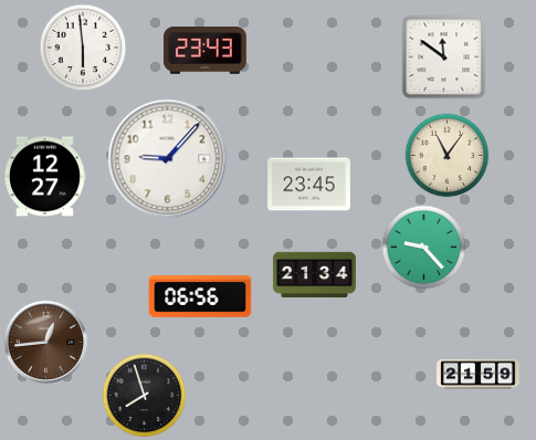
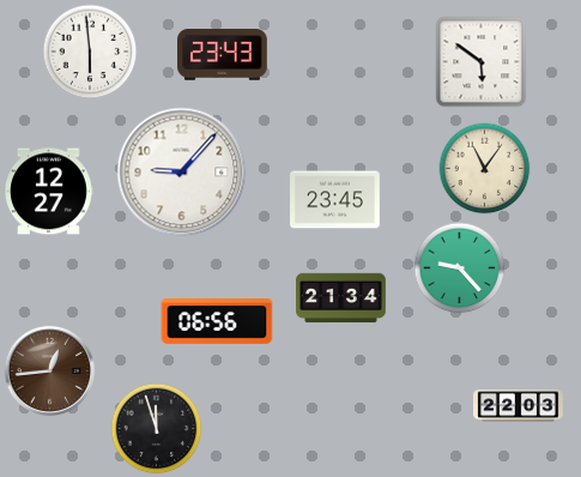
clock at (444, 57): 11:51 -> 5:51
clock at (479, 375): 21:59 -> 22:03
clock at (145, 396): 7:57 -> 11:57
